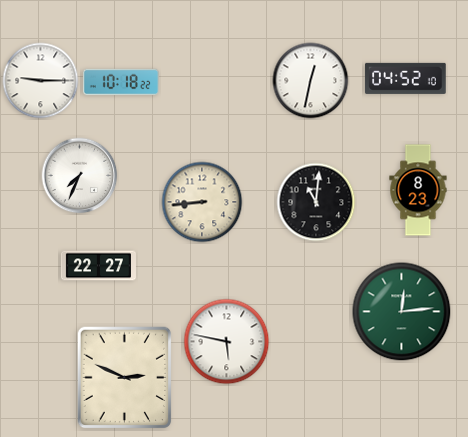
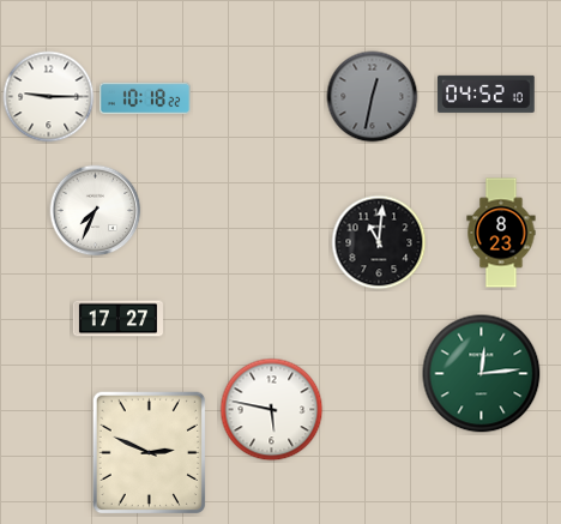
clock at (311, 81) dial: white -> grey
clock at (418, 190) position: (418, 190) -> (501, 233)
clock at (202, 202): 8:44 -> none
clock at (98, 266): 22:27 -> 17:27
